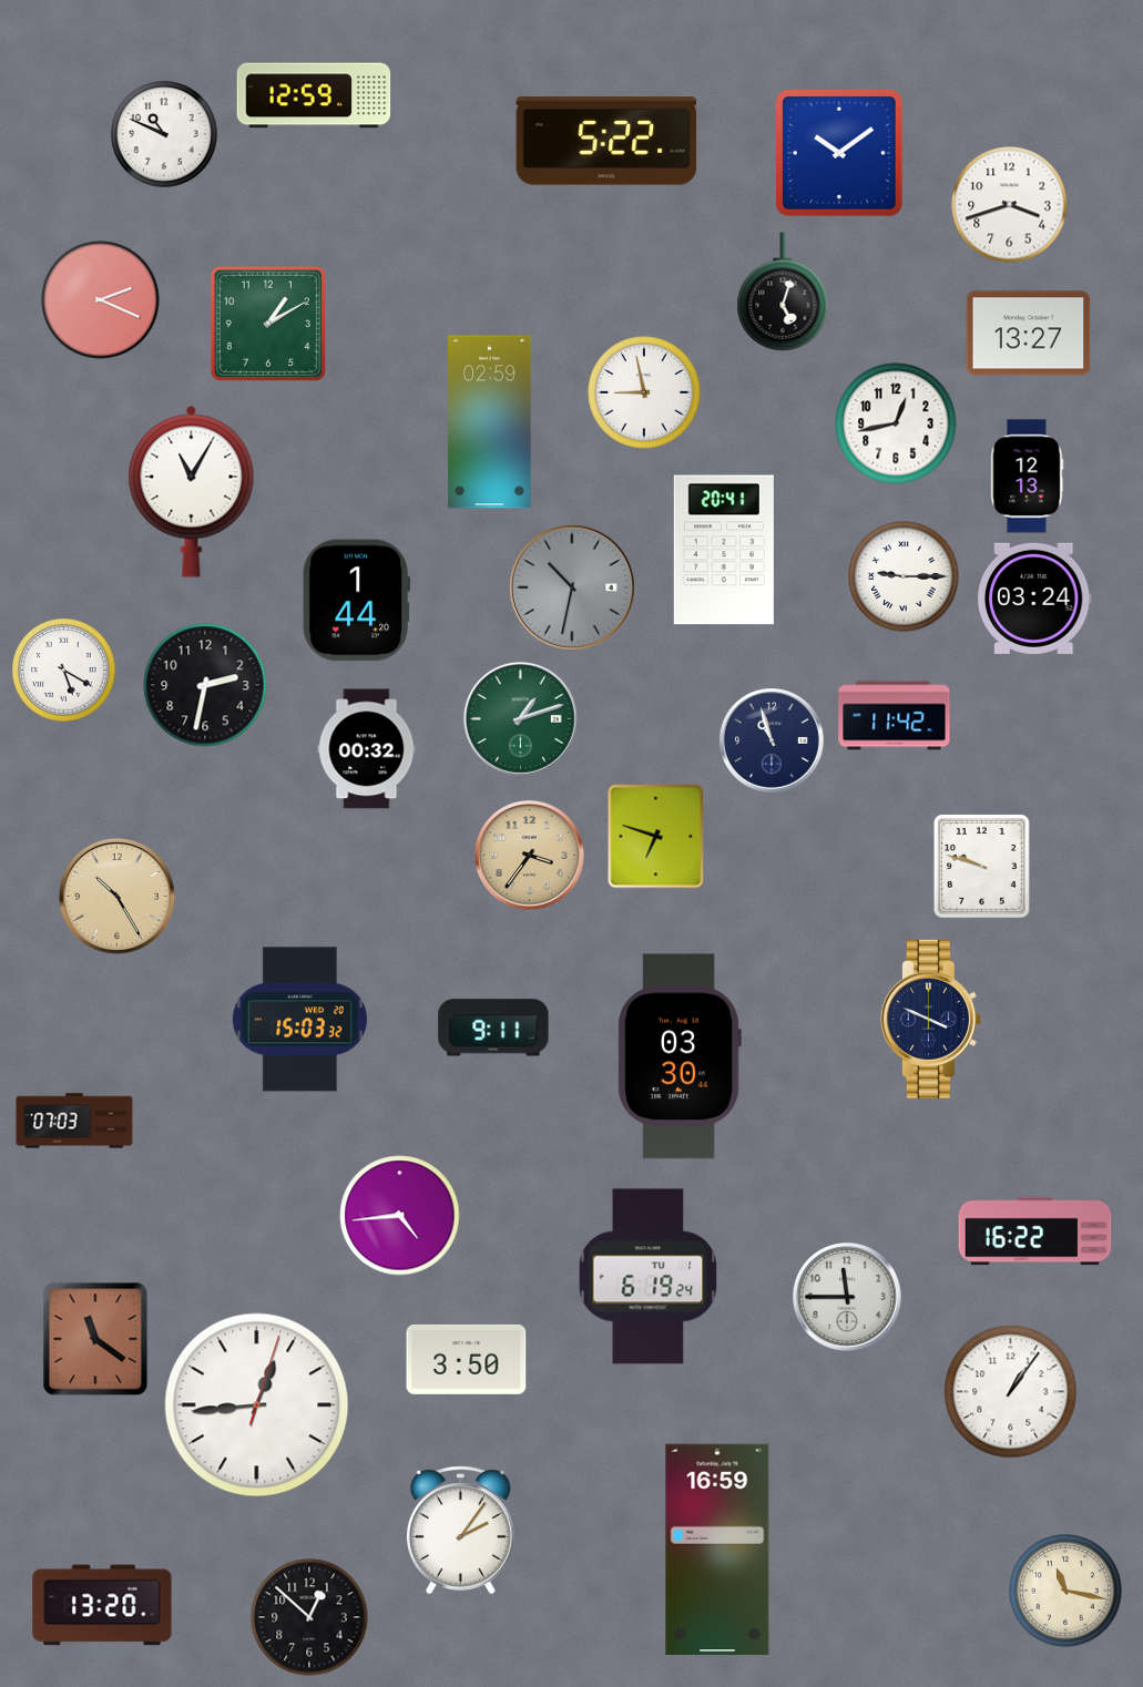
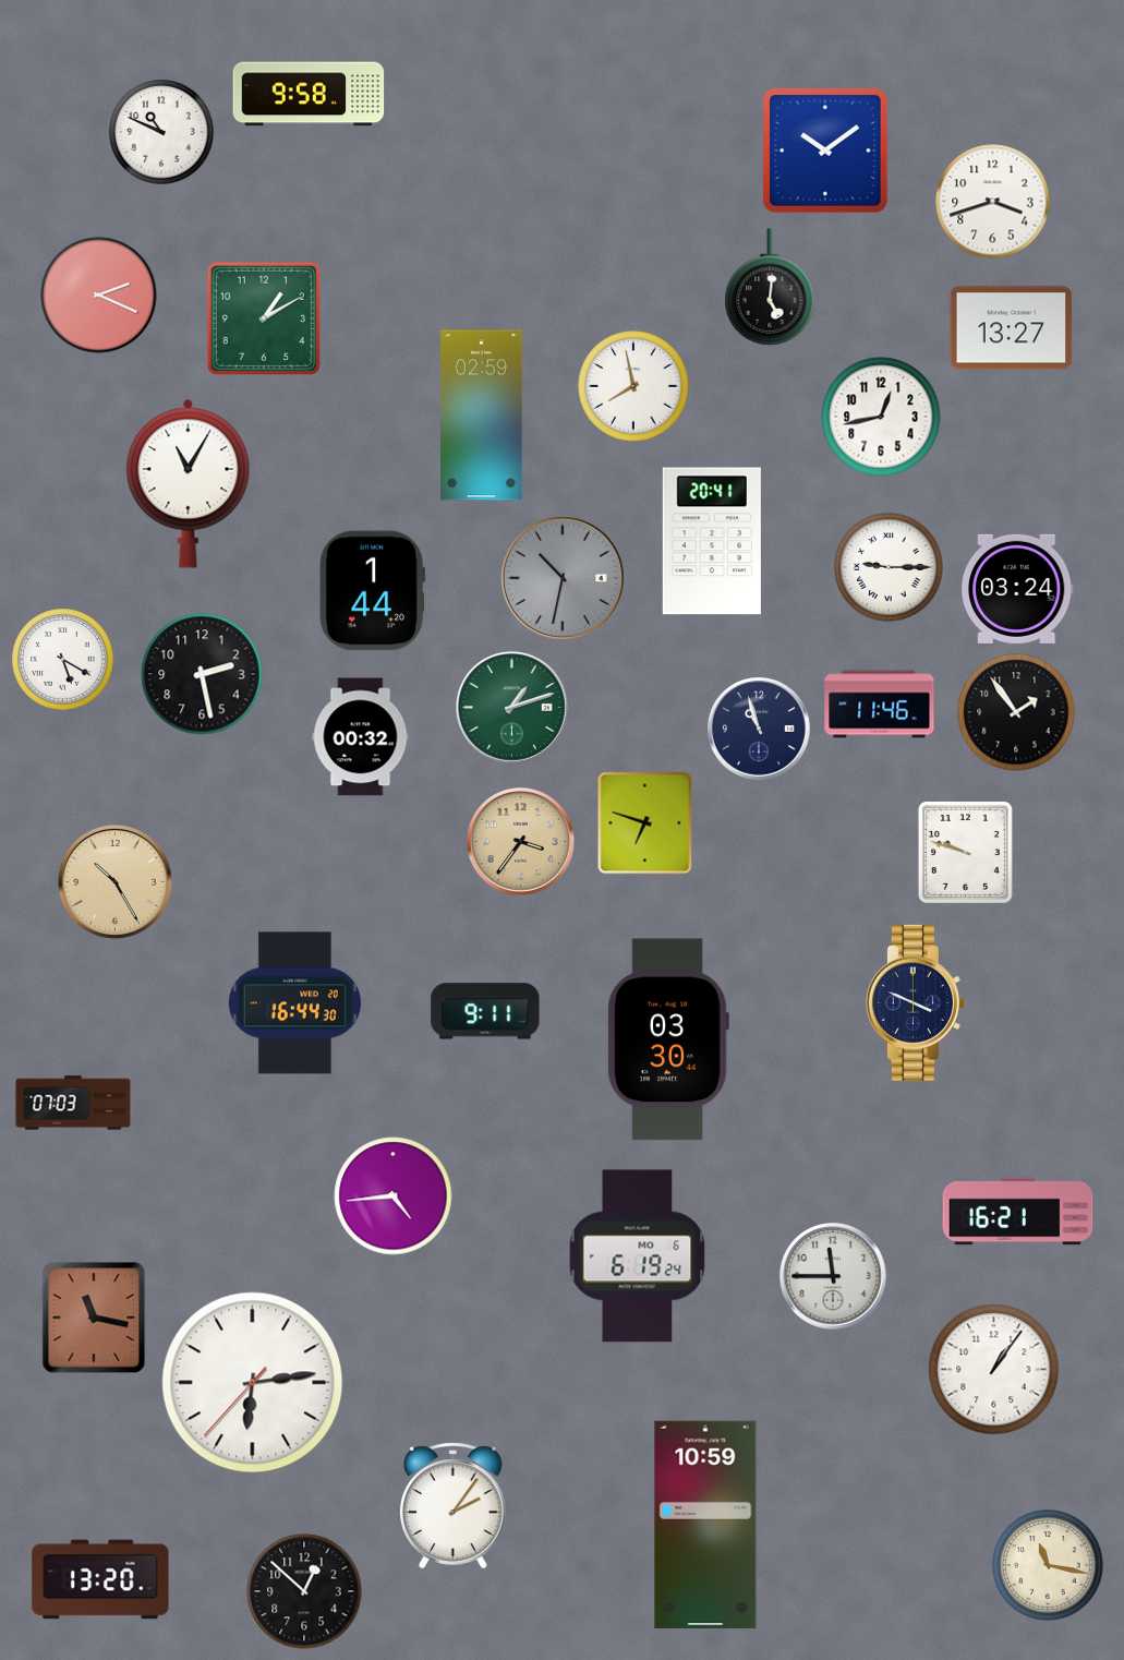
clock at (314, 95): 12:59 -> 9:58
clock at (606, 141): 5:22 -> none
clock at (783, 292): 5:03 -> 5:01
clock at (644, 392): 8:58 -> 7:58
clock at (1028, 477): 12:13 -> none
clock at (356, 601) position: (356, 601) -> (372, 591)
clock at (205, 685): 2:32 -> 2:28
clock at (895, 716): 11:42 -> 11:46
clock at (1016, 712): none -> 1:54
clock at (299, 1020): 15:03 -> 16:44
clock at (1035, 1231): 16:22 -> 16:21
clock at (649, 1277) date: TU 1 -> MO 6
clock at (95, 1339): 11:21 -> 11:17
clock at (467, 1359): 3:50 -> none
clock at (257, 1405): 12:44 -> 6:13
clock at (717, 1550): 16:59 -> 10:59
